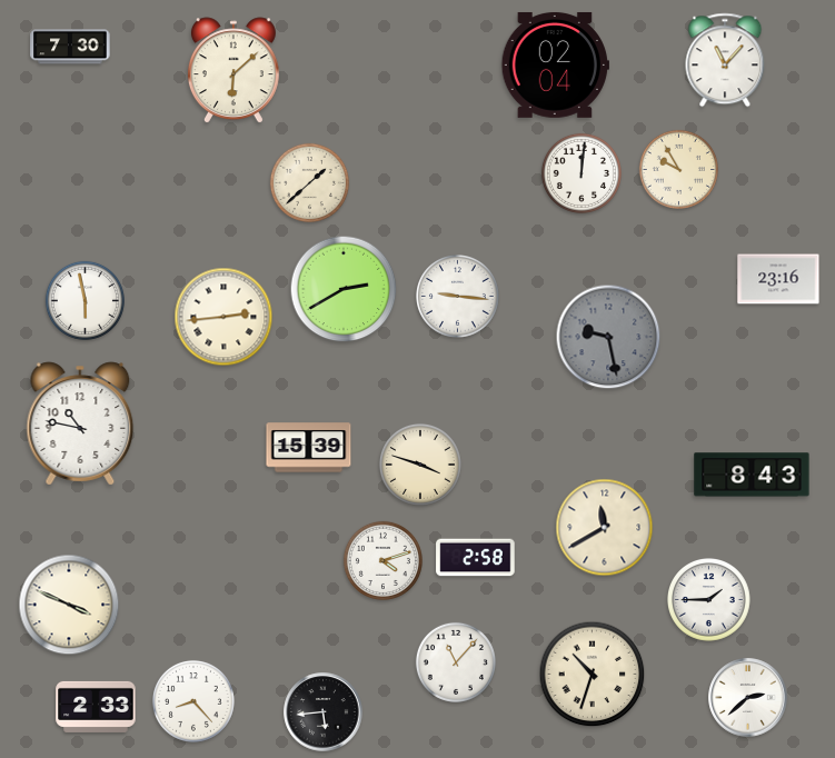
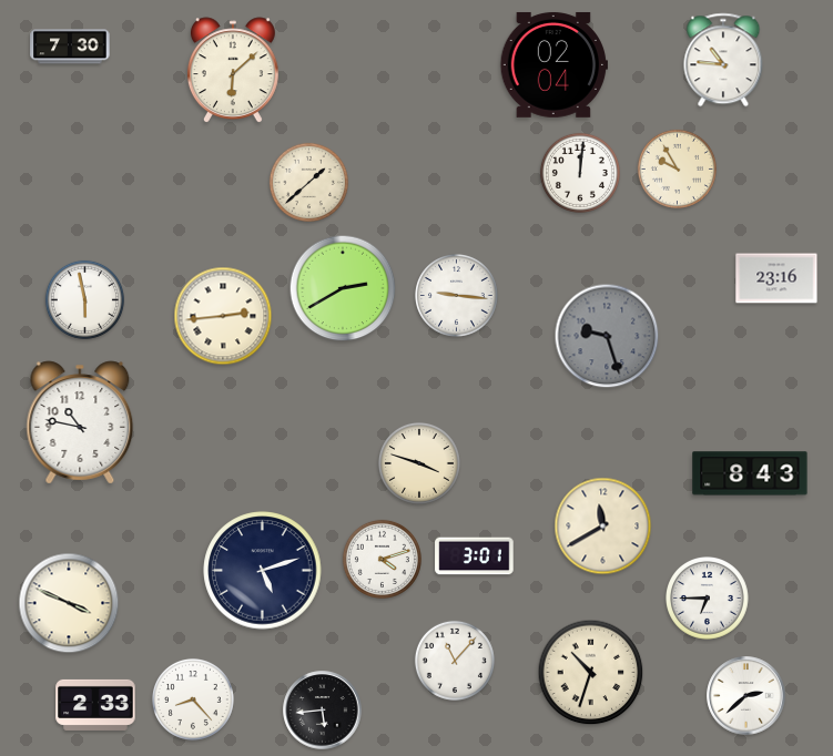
clock at (725, 60): 11:07 -> 10:46
clock at (608, 337): 9:28 -> 9:27
clock at (309, 448): 15:39 -> none
clock at (476, 558): 2:58 -> 3:01
clock at (263, 571): none -> 5:12
clock at (709, 600): 1:45 -> 6:45
